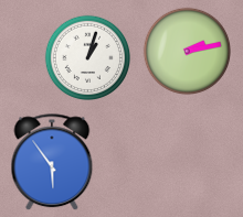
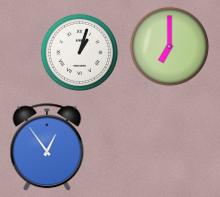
clock at (187, 51): 2:13 -> 7:00
clock at (52, 162): 5:54 -> 12:54
